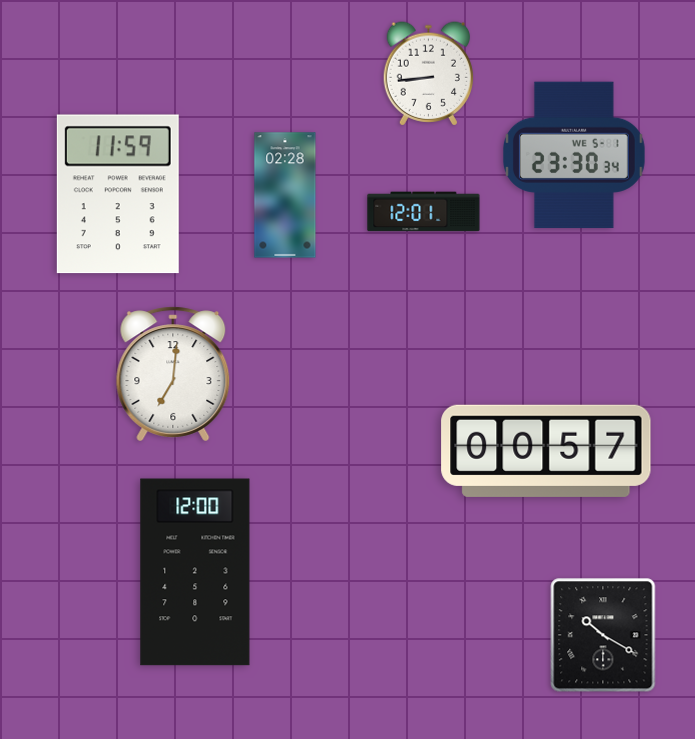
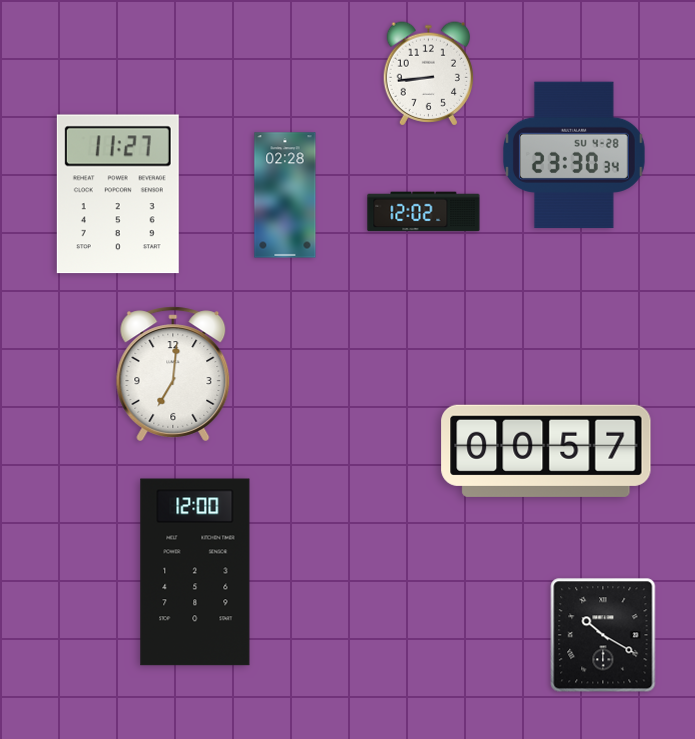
clock at (574, 155) date: WE 5-1 -> SU 4-28
clock at (118, 194): 11:59 -> 11:27
clock at (424, 212): 12:01 -> 12:02
